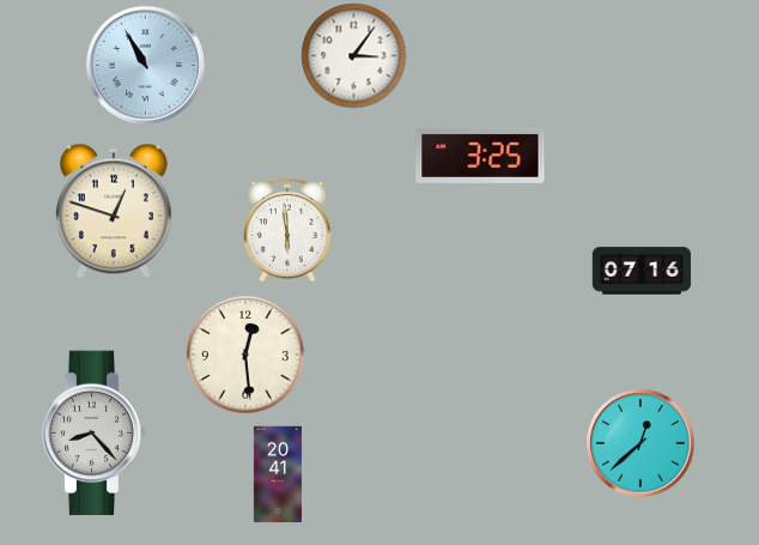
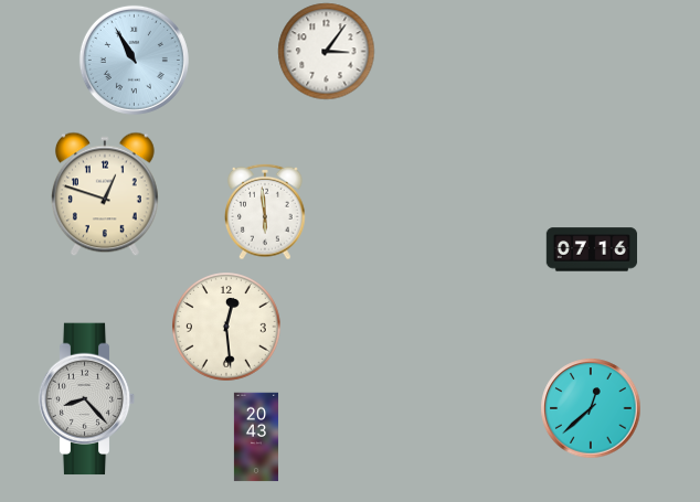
clock at (480, 156): 3:25 -> none
clock at (278, 474): 20:41 -> 20:43
